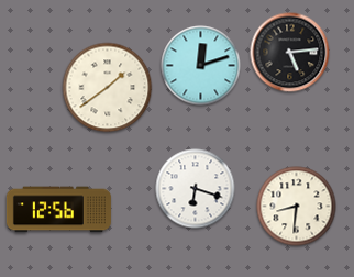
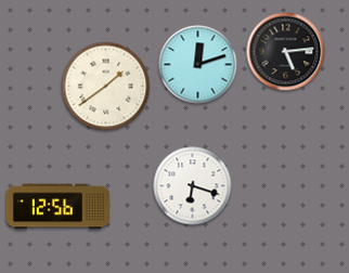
clock at (297, 207): 8:31 -> none
